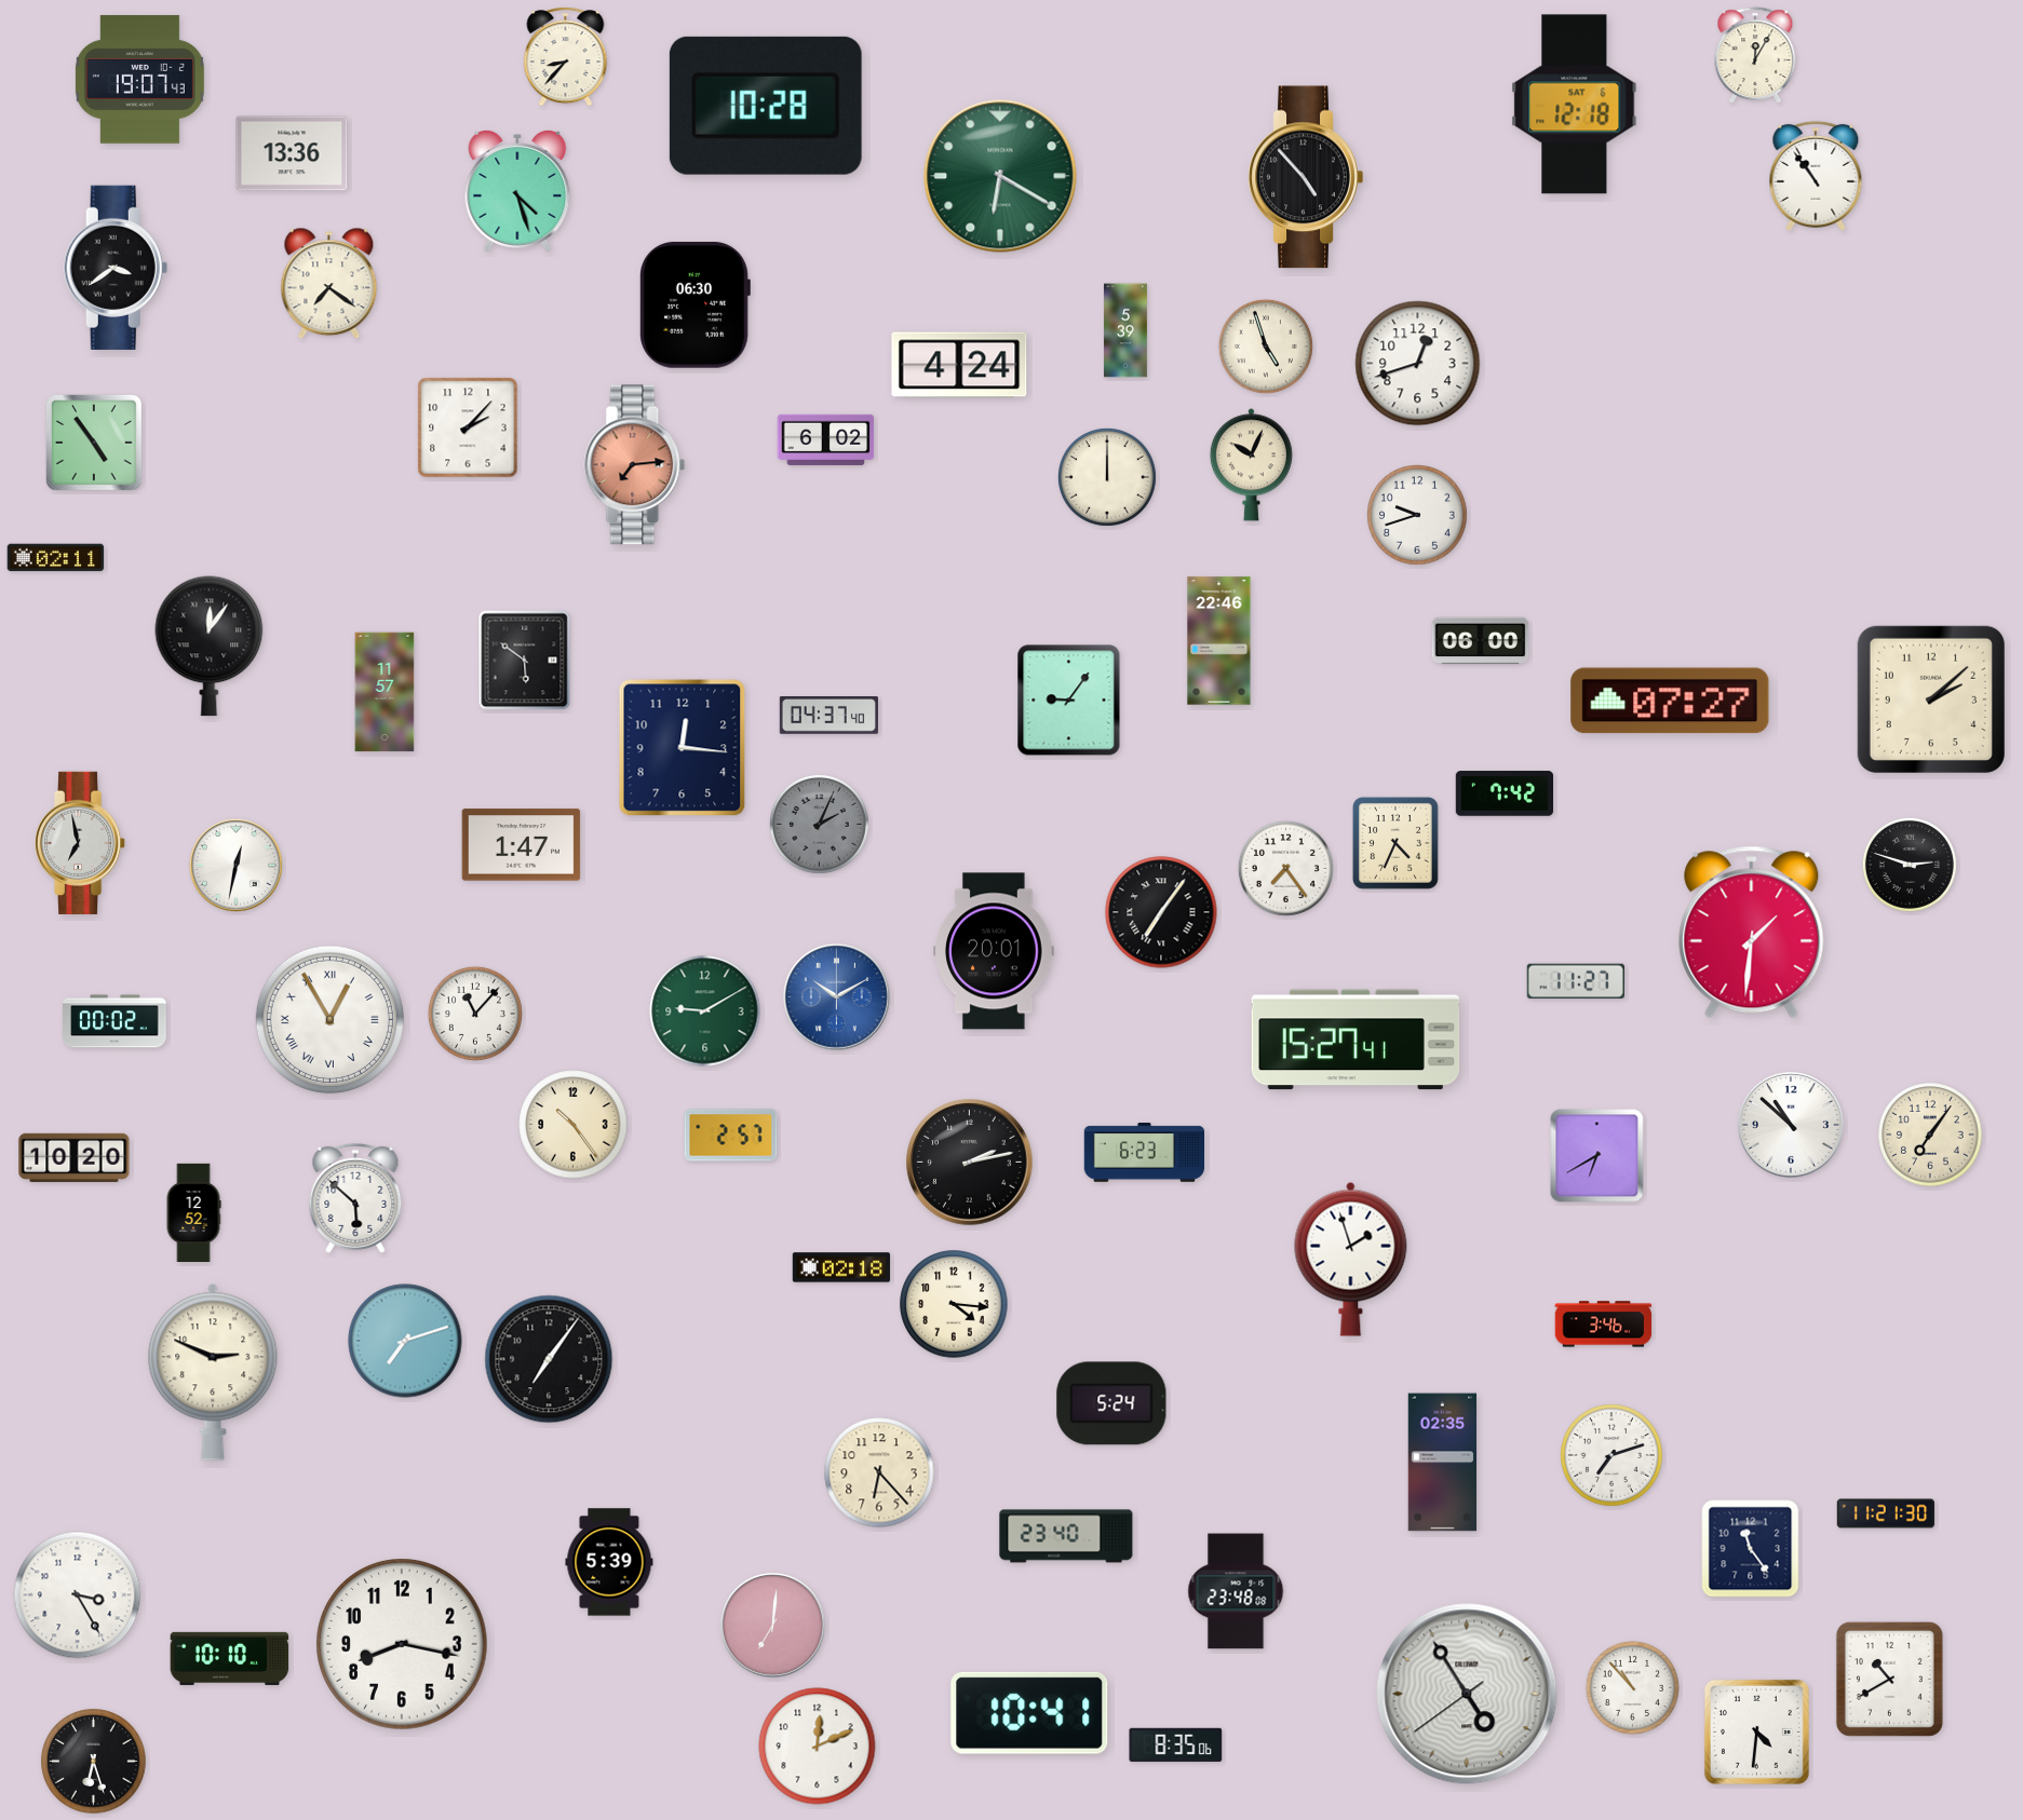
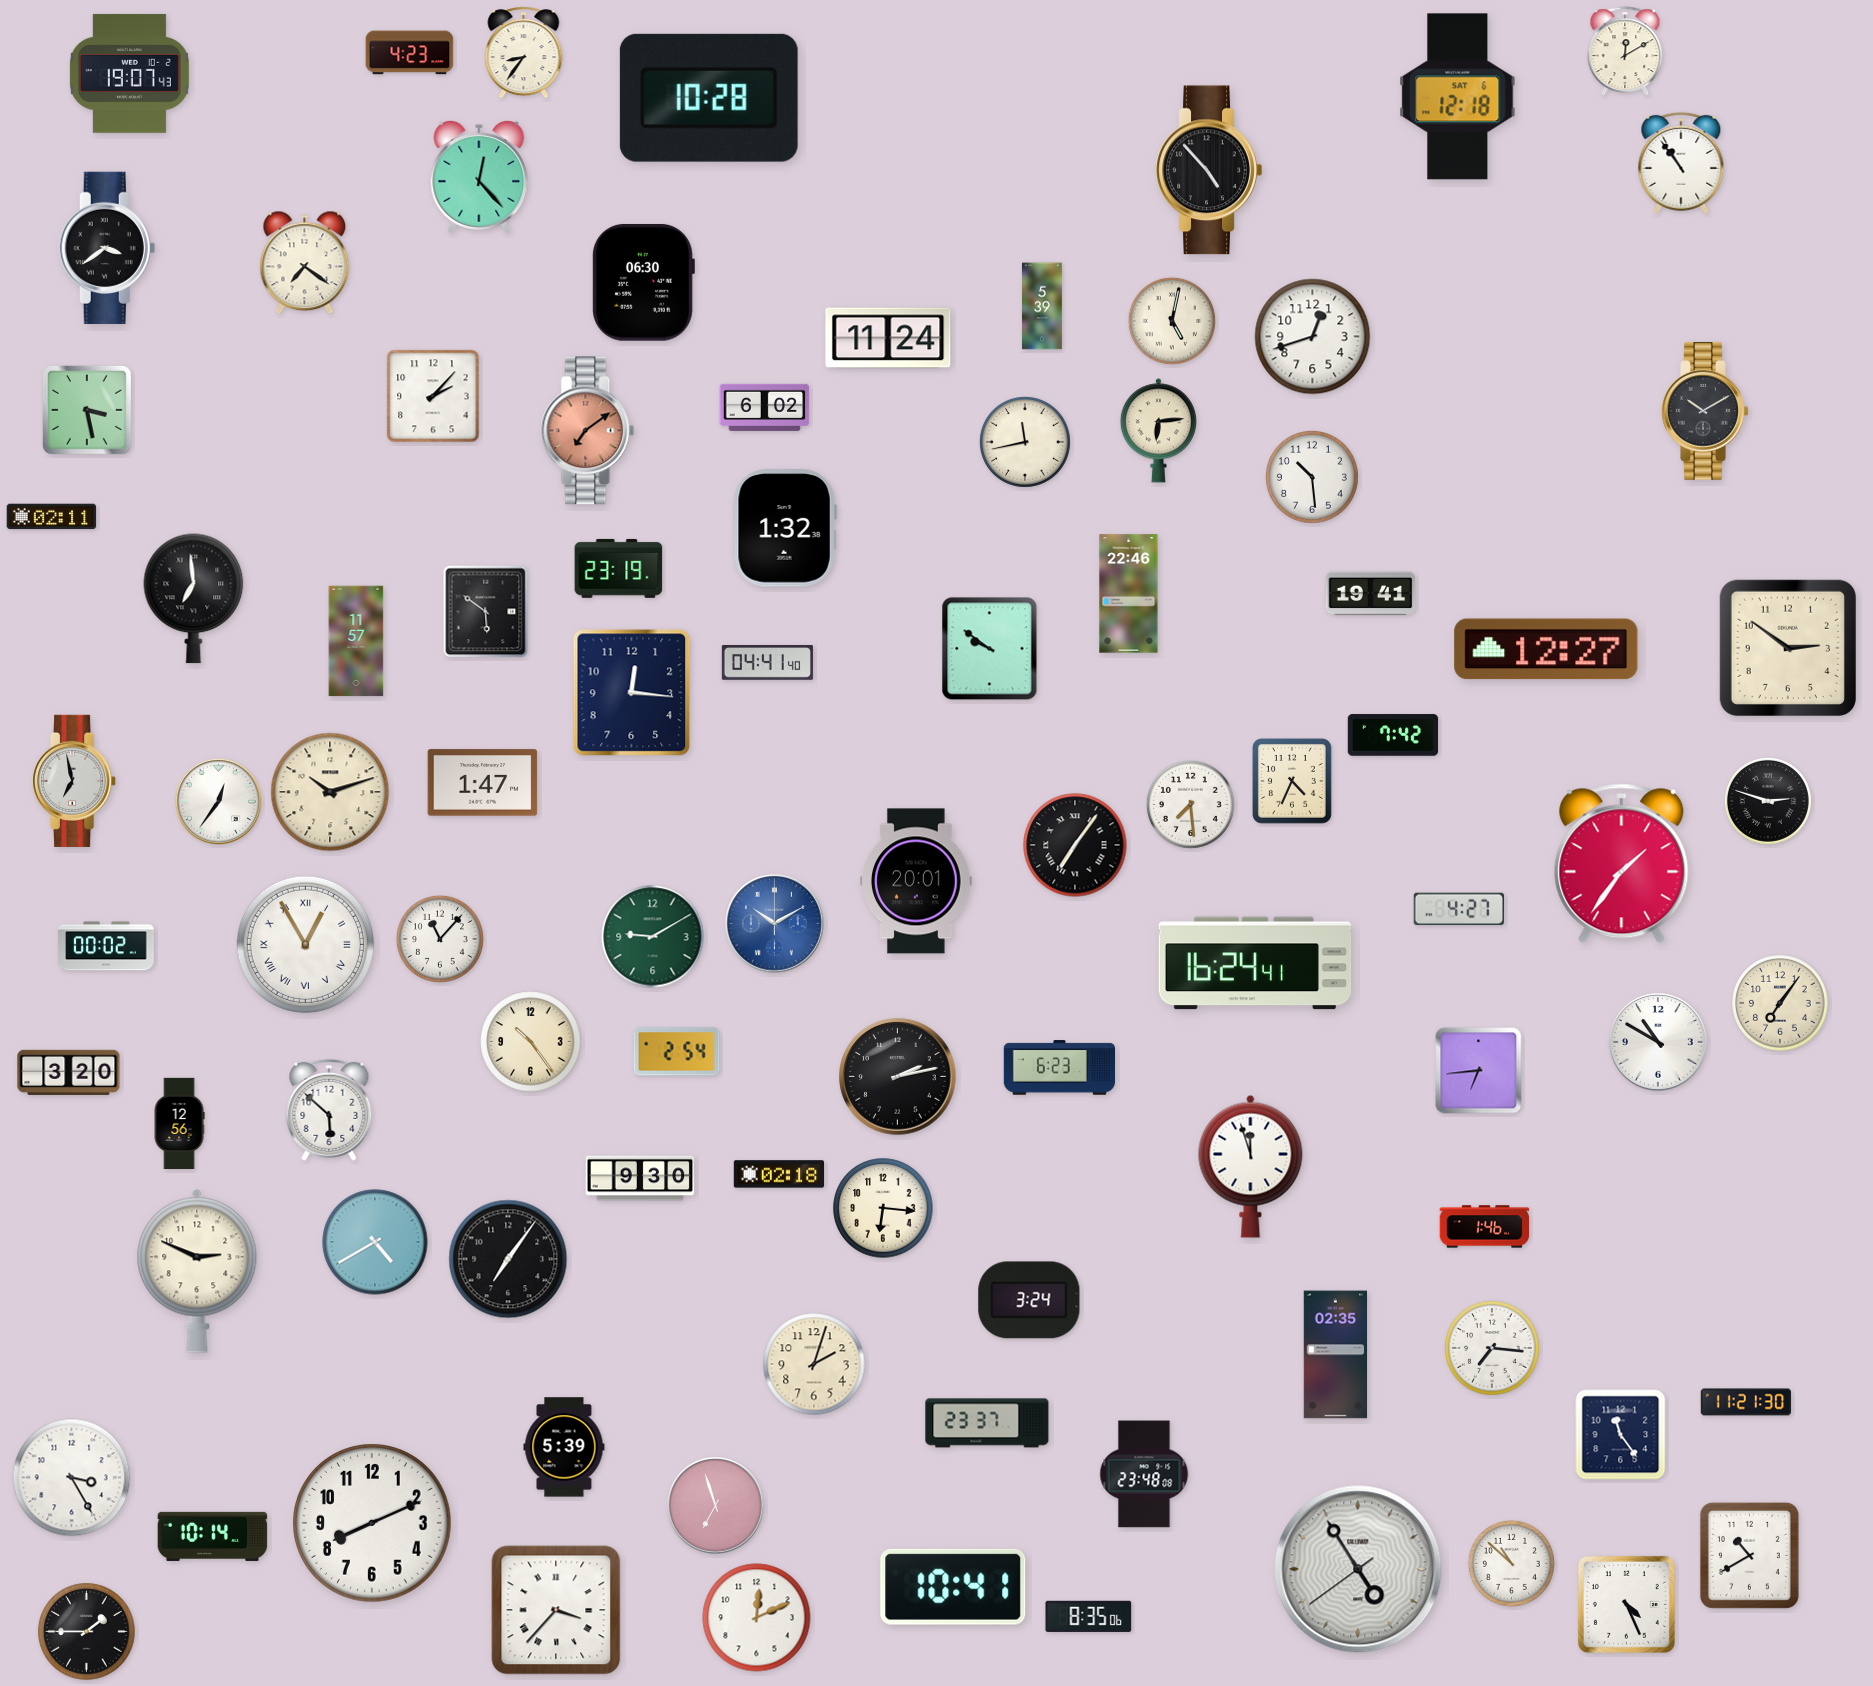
clock at (1755, 56): 12:05 -> 12:10
clock at (410, 53): none -> 4:23
clock at (566, 57): 8:37 -> 8:36
clock at (292, 153): 13:36 -> none
clock at (1000, 176): 6:20 -> none
clock at (1306, 177) position: (1306, 177) -> (1209, 170)
clock at (517, 191): 4:27 -> 12:23
clock at (1266, 347): 4:57 -> 5:02
clock at (959, 365): 4:24 -> 11:24
clock at (94, 443): 4:54 -> 3:28
clock at (1705, 411): none -> 10:10
clock at (635, 465): 7:14 -> 7:09
clock at (1251, 465): 10:04 -> 6:14
clock at (1107, 477): 12:00 -> 11:43
clock at (1418, 516): 9:42 -> 10:29
clock at (785, 528): none -> 1:32
clock at (619, 568): none -> 23:19
clock at (1481, 641): 06:00 -> 19:41
clock at (210, 647): 12:06 -> 6:59
clock at (1931, 700): 2:08 -> 2:51
clock at (1069, 701): 9:06 -> 9:51
clock at (1670, 701): 07:27 -> 12:27
clock at (828, 716): 04:37 -> 04:41
clock at (820, 825): 2:04 -> none
clock at (330, 792): none -> 10:12
clock at (235, 865): 12:32 -> 12:36
clock at (1285, 868): 7:24 -> 7:29
clock at (1752, 933): 1:31 -> 1:36
clock at (994, 951) position: (994, 951) -> (916, 881)
clock at (1575, 981): 11:27 -> 4:27
clock at (1356, 1040): 15:27 -> 16:24
clock at (1792, 1126): 10:52 -> 10:50
clock at (1930, 1135) position: (1930, 1135) -> (1780, 1003)
clock at (731, 1136): 2:57 -> 2:54
clock at (1597, 1156): 6:40 -> 6:44
clock at (75, 1157): 10:20 -> 3:20
clock at (193, 1212): 12:52 -> 12:56
clock at (1351, 1259): 1:57 -> 11:57
clock at (640, 1178): none -> 9:30
clock at (954, 1304): 4:16 -> 6:16
clock at (1604, 1325): 3:46 -> 1:46
clock at (405, 1341): 7:12 -> 4:40
clock at (1111, 1403): 5:24 -> 3:24
clock at (1611, 1455): 7:12 -> 7:16
clock at (879, 1472): 6:23 -> 2:03
clock at (1066, 1536): 23:40 -> 23:37
clock at (772, 1625): 7:01 -> 6:57
clock at (402, 1644): 8:17 -> 8:11
clock at (230, 1658): 10:10 -> 10:14
clock at (1632, 1687): 10:53 -> 10:52
clock at (1756, 1731): 4:31 -> 4:26
clock at (556, 1610): none -> 3:37
clock at (94, 1762): 6:27 -> 1:45
